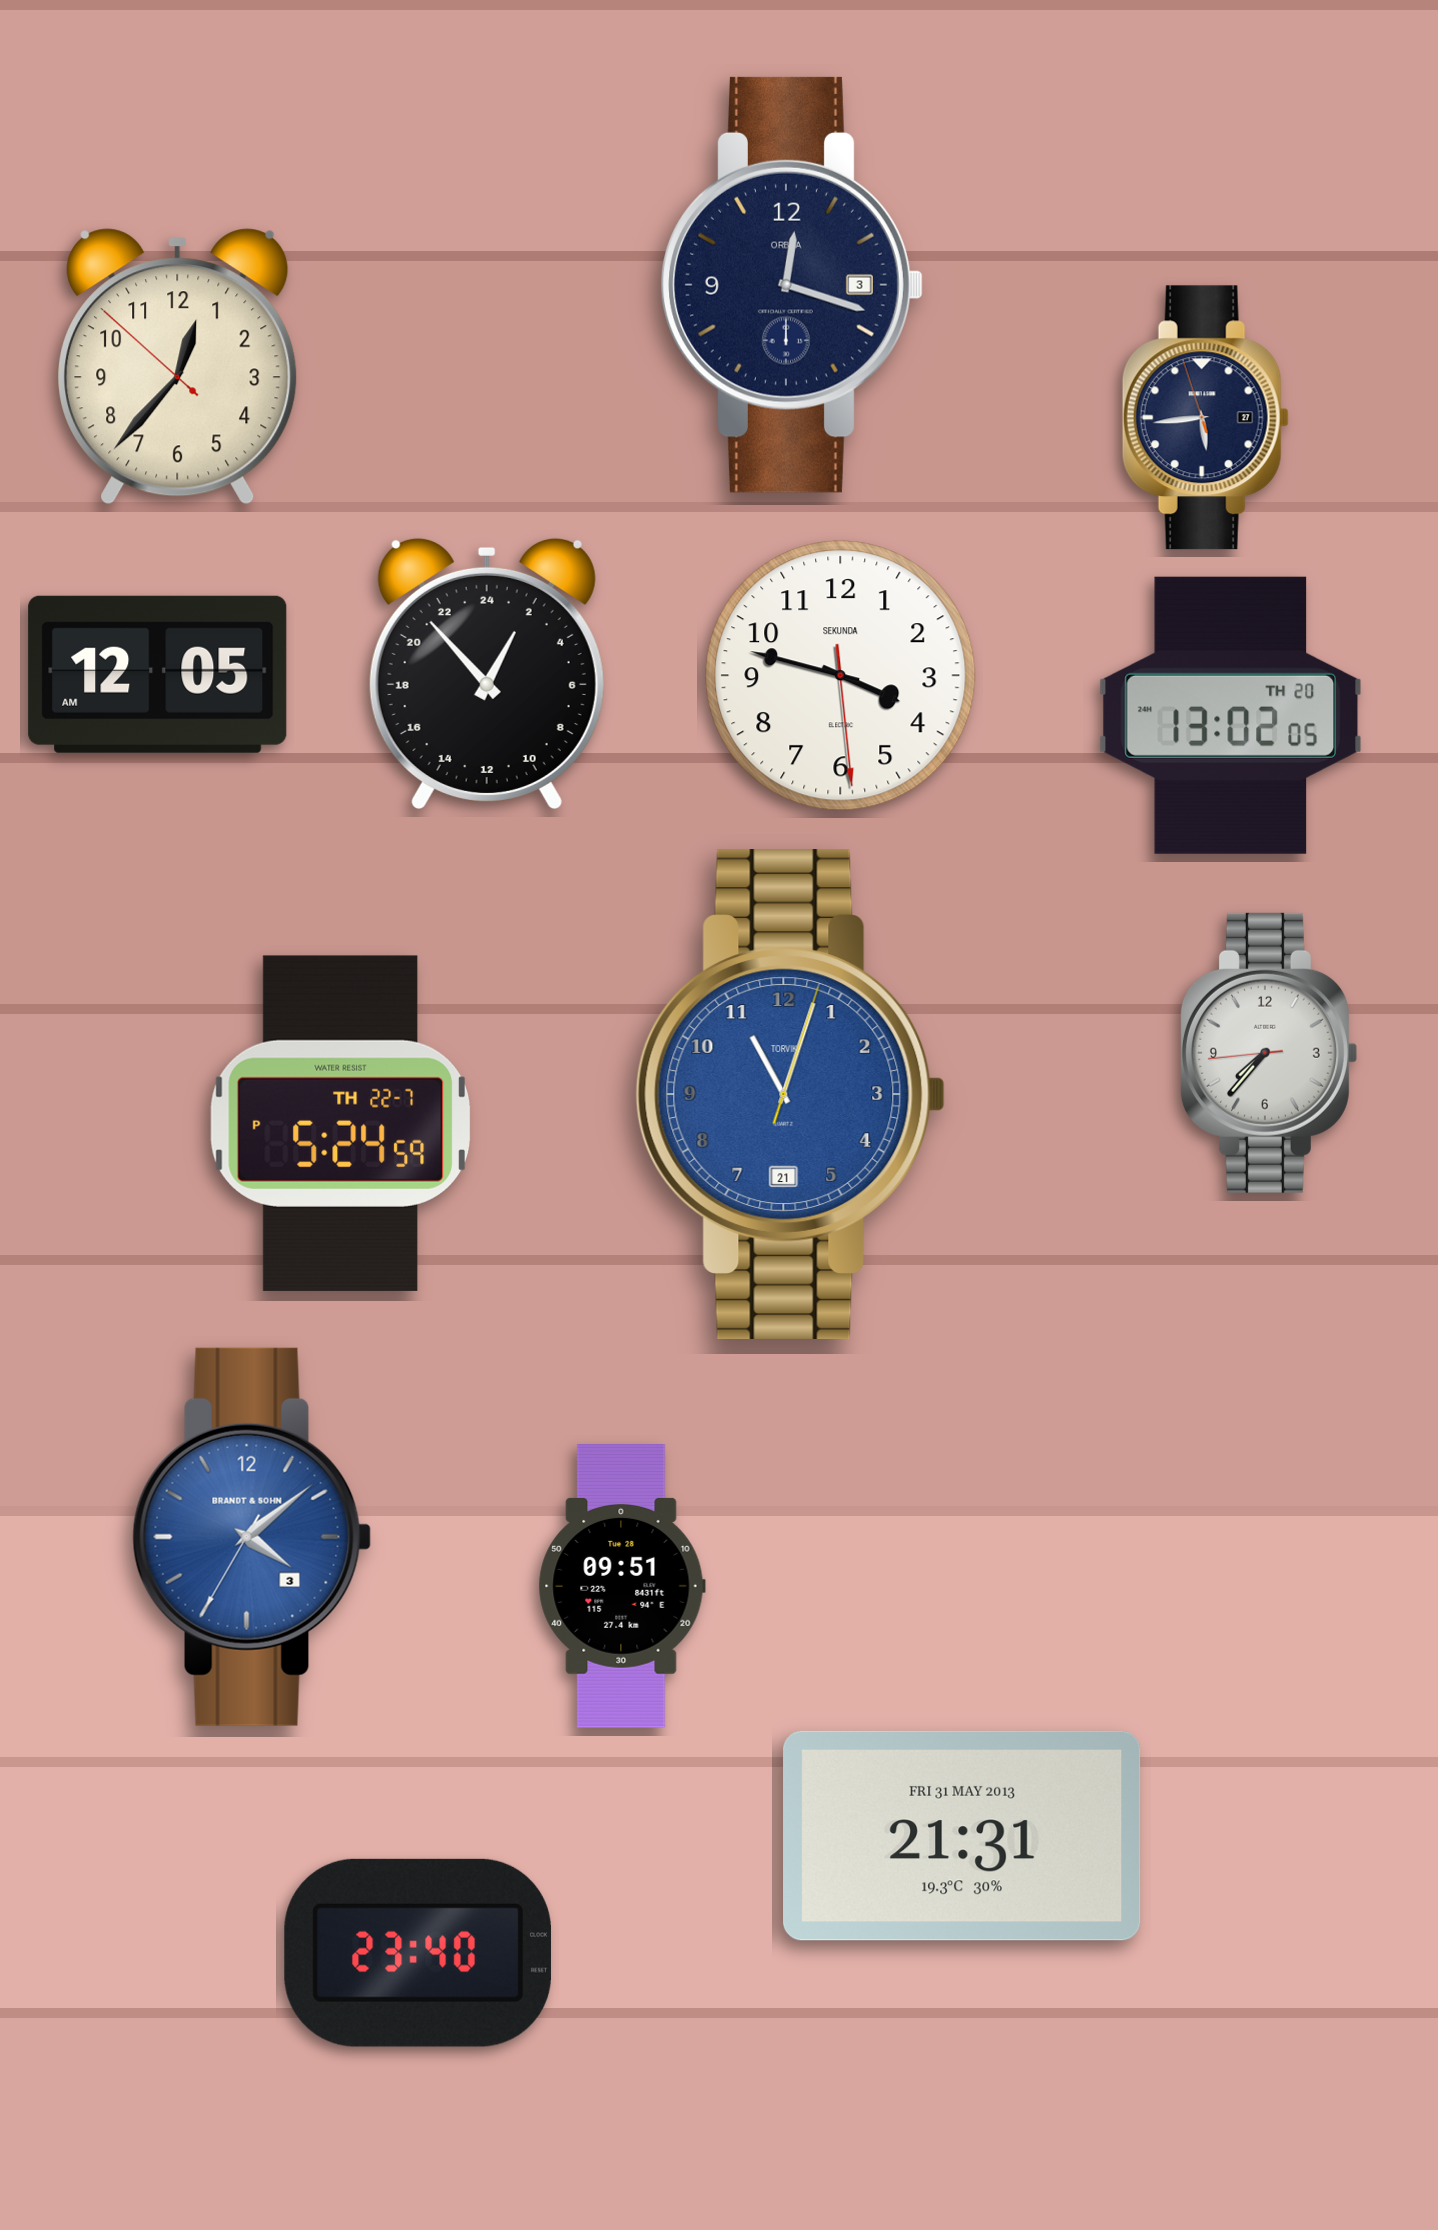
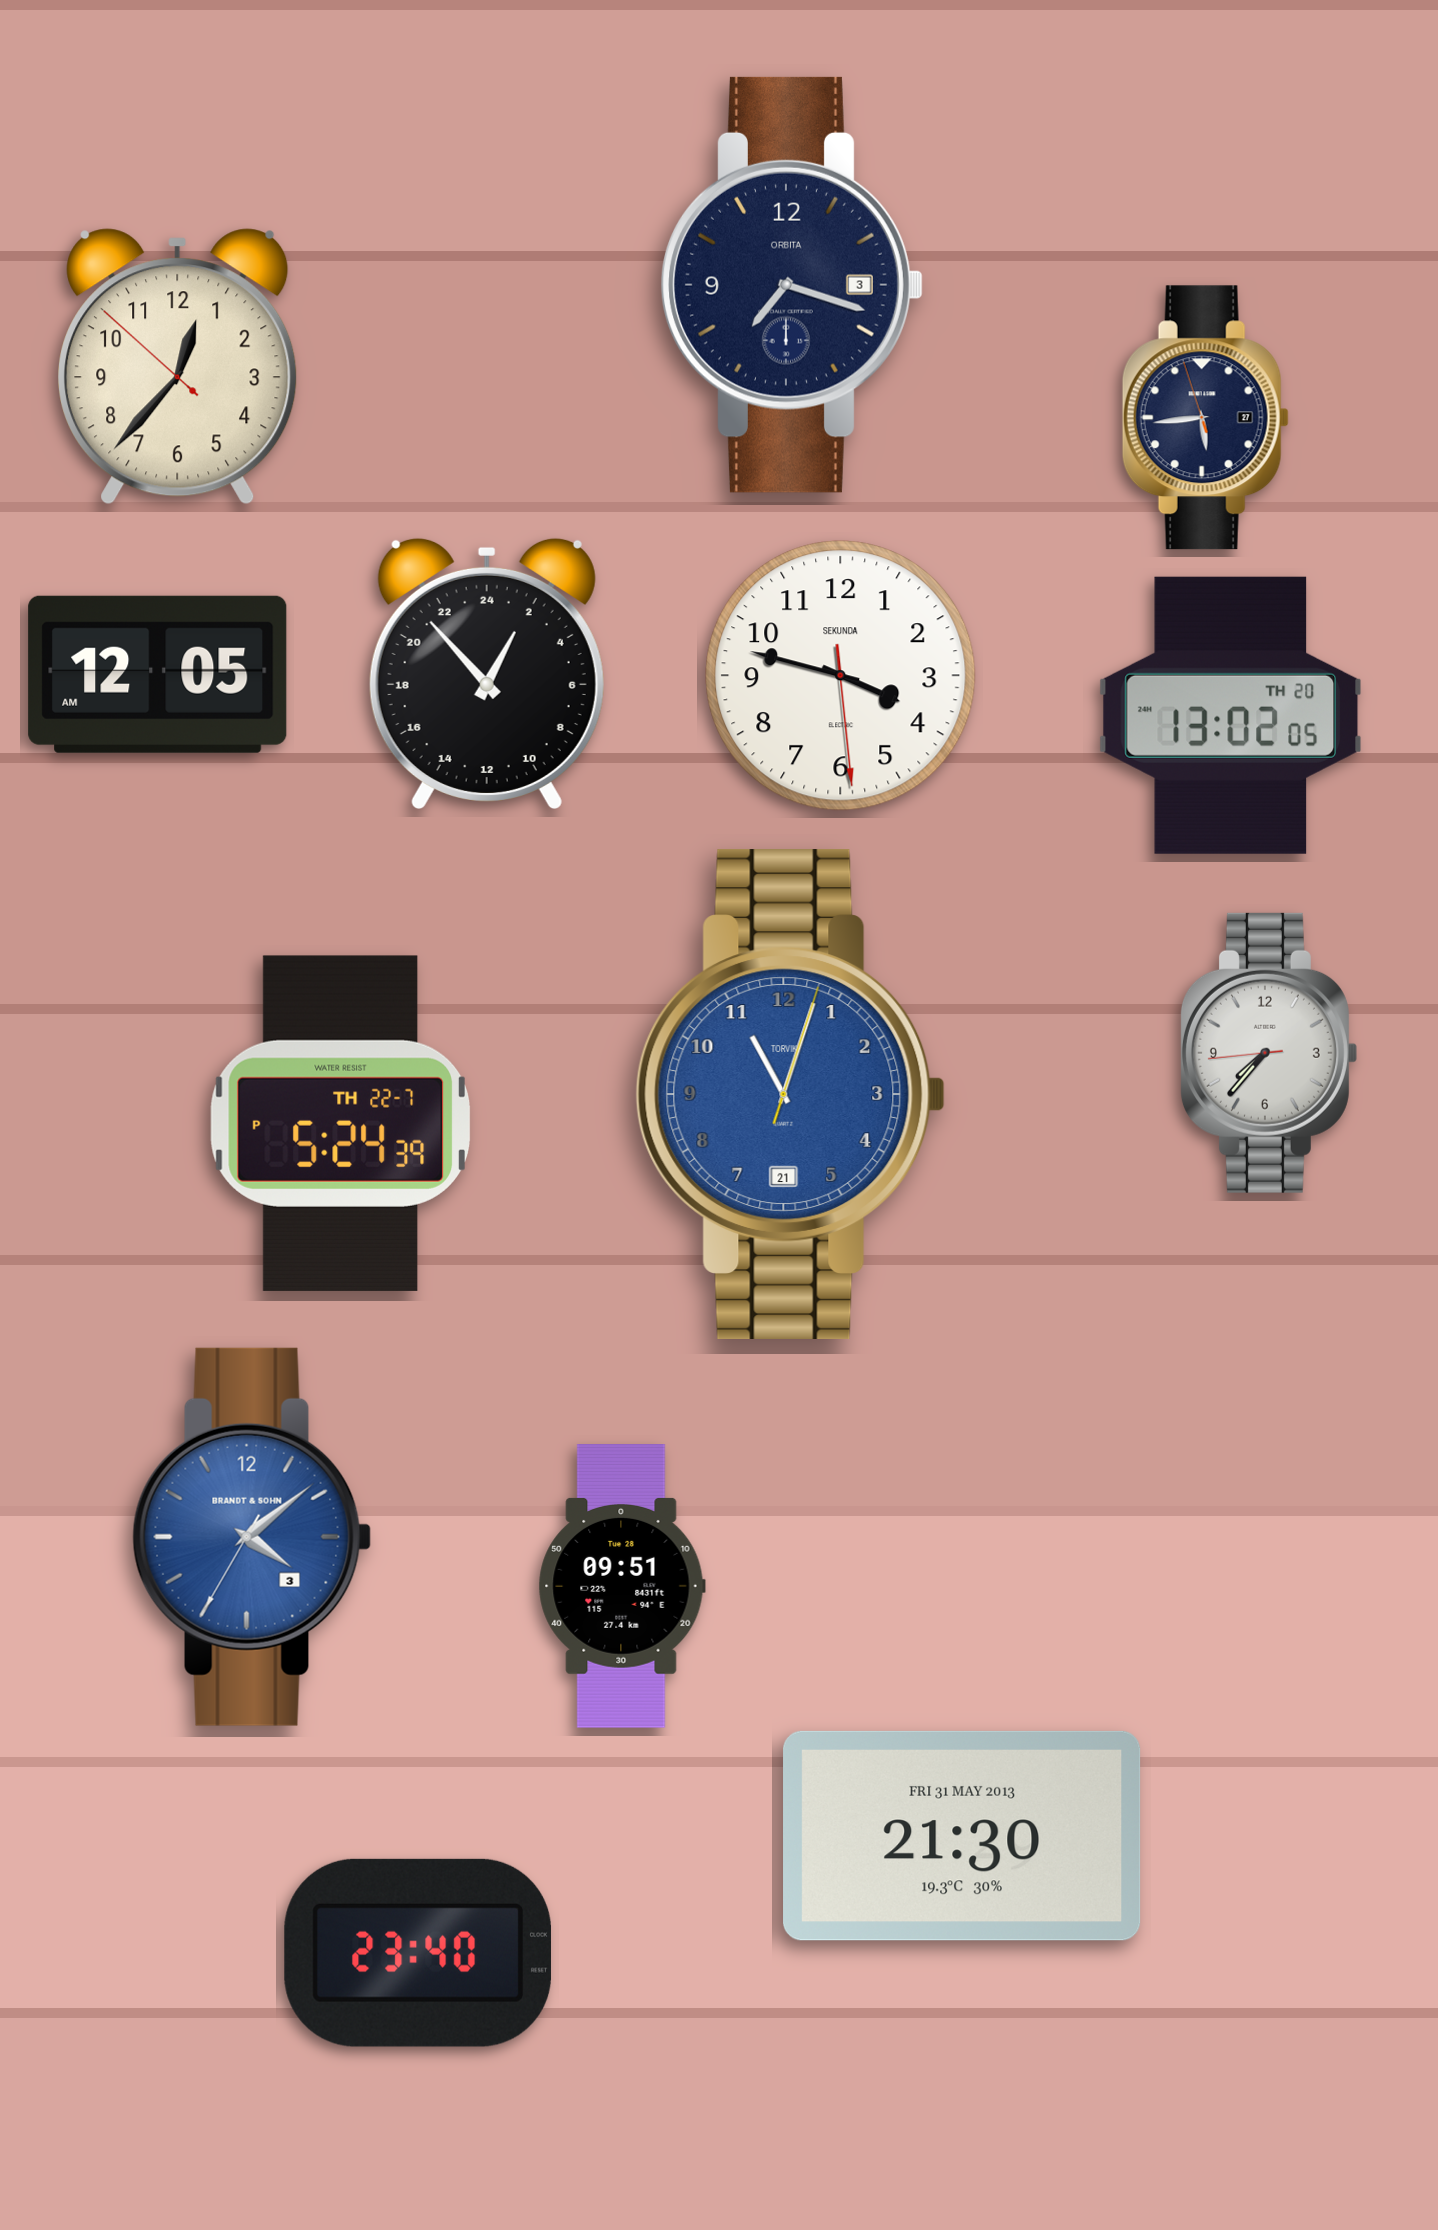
clock at (792, 285): 12:18 -> 7:18
clock at (340, 1123): 5:24:59 PM -> 5:24:39 PM
clock at (962, 1836): 21:31 -> 21:30
